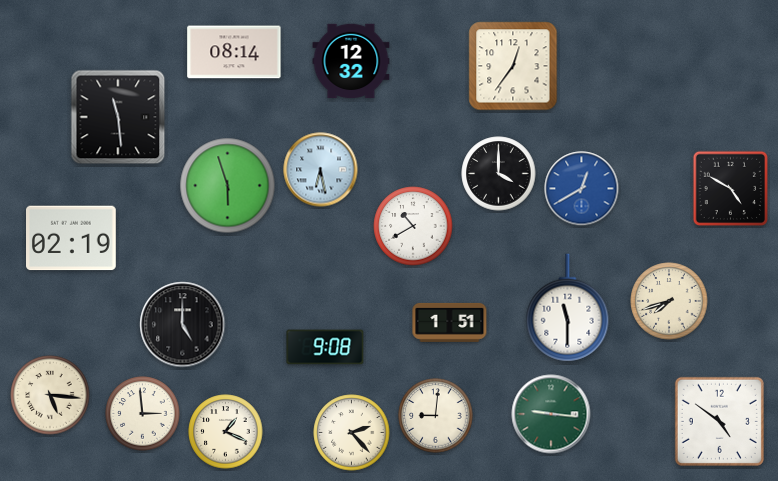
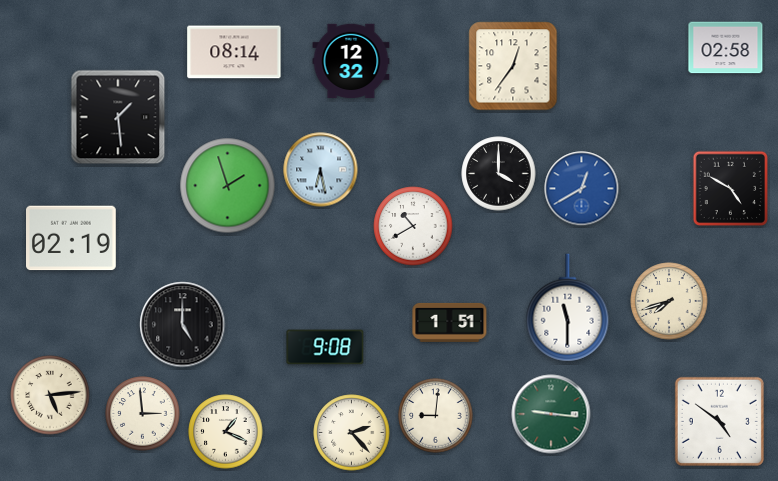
clock at (726, 48): none -> 02:58
clock at (118, 117): 11:29 -> 1:29
clock at (228, 186): 5:57 -> 1:57
clock at (50, 395): 5:16 -> 5:14
